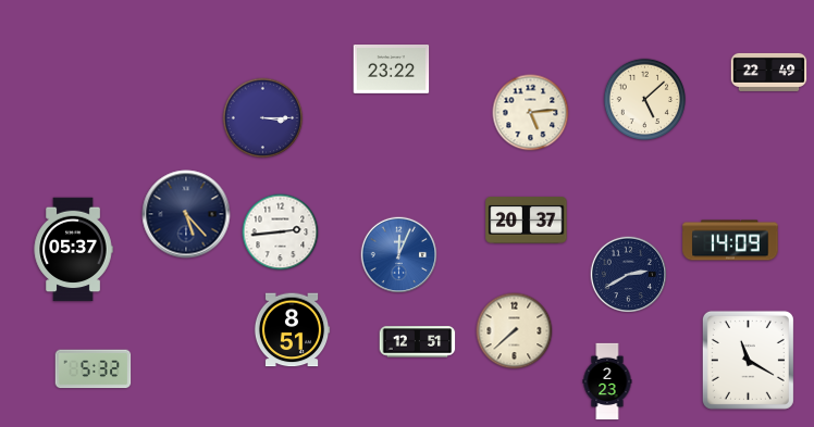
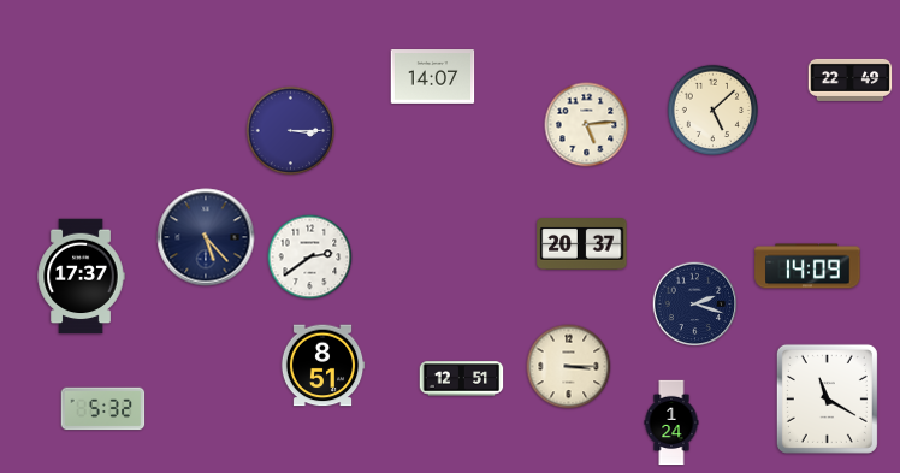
clock at (392, 70): 23:22 -> 14:07
clock at (281, 233): 2:44 -> 2:39
clock at (73, 250): 05:37 -> 17:37
clock at (399, 255): 12:04 -> none
clock at (629, 275): 2:40 -> 2:18
clock at (515, 331): 7:38 -> 3:15
clock at (607, 381): 2:23 -> 1:24
